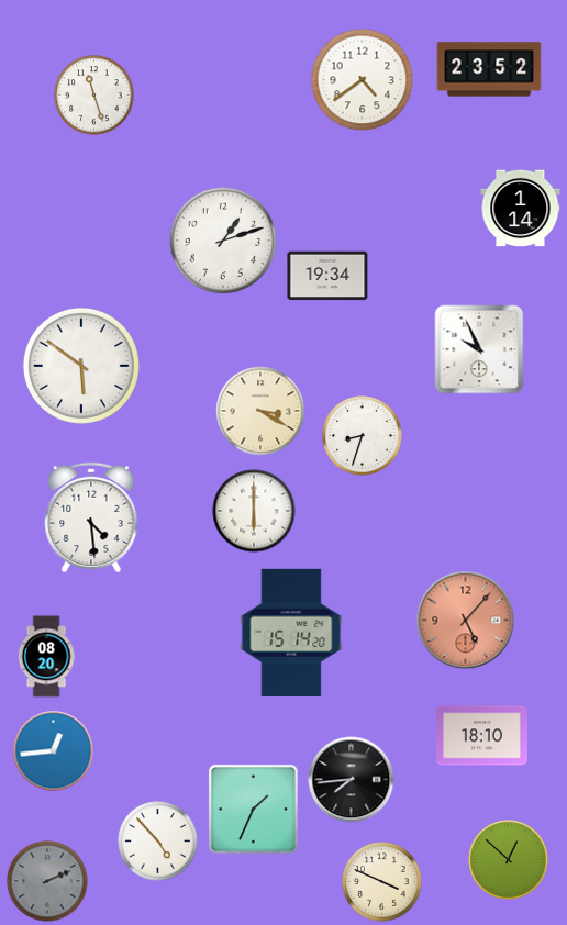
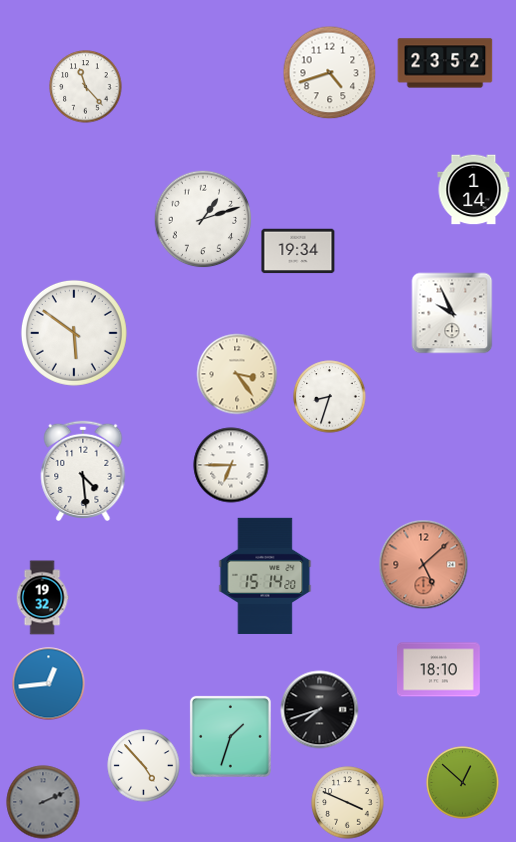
clock at (363, 80): 4:39 -> 4:42
clock at (94, 96): 11:27 -> 11:23
clock at (479, 349) position: (479, 349) -> (452, 313)
clock at (260, 411): 3:20 -> 3:24
clock at (254, 511): 6:00 -> 6:45
clock at (466, 621): 5:07 -> 5:08
clock at (46, 657): 08:20 -> 19:32
clock at (352, 780): 7:44 -> 7:42
clock at (253, 809): 1:34 -> 1:33
